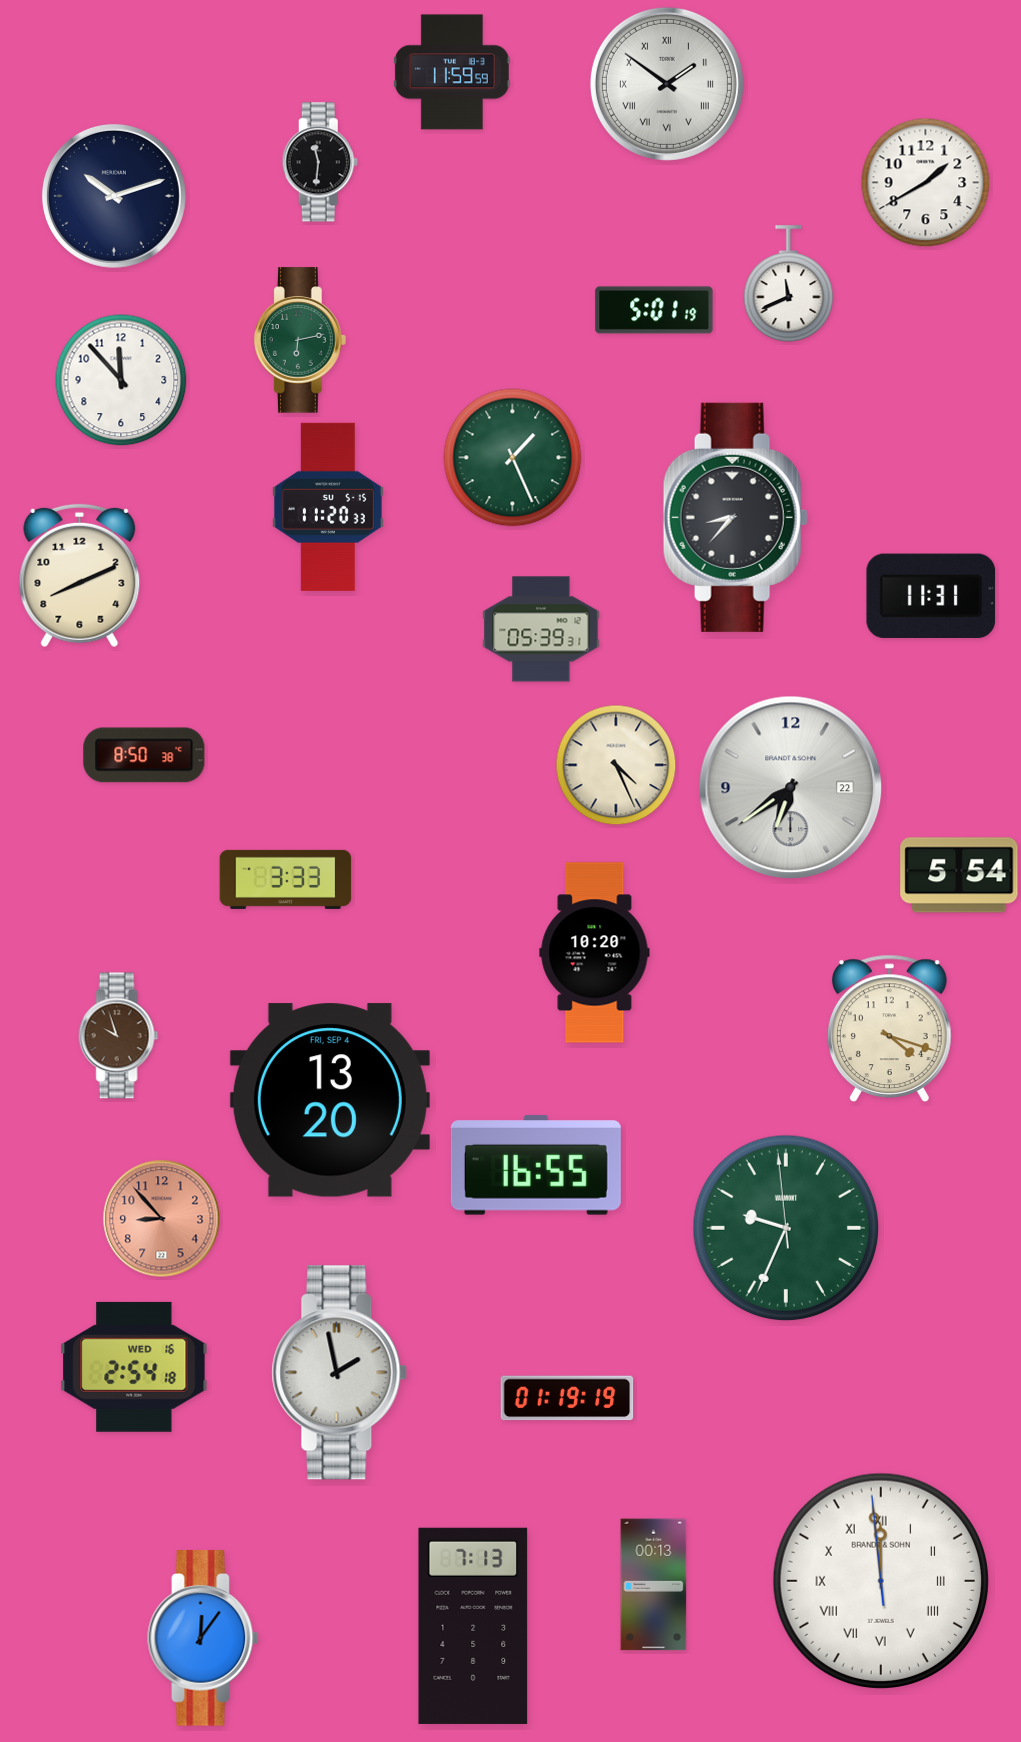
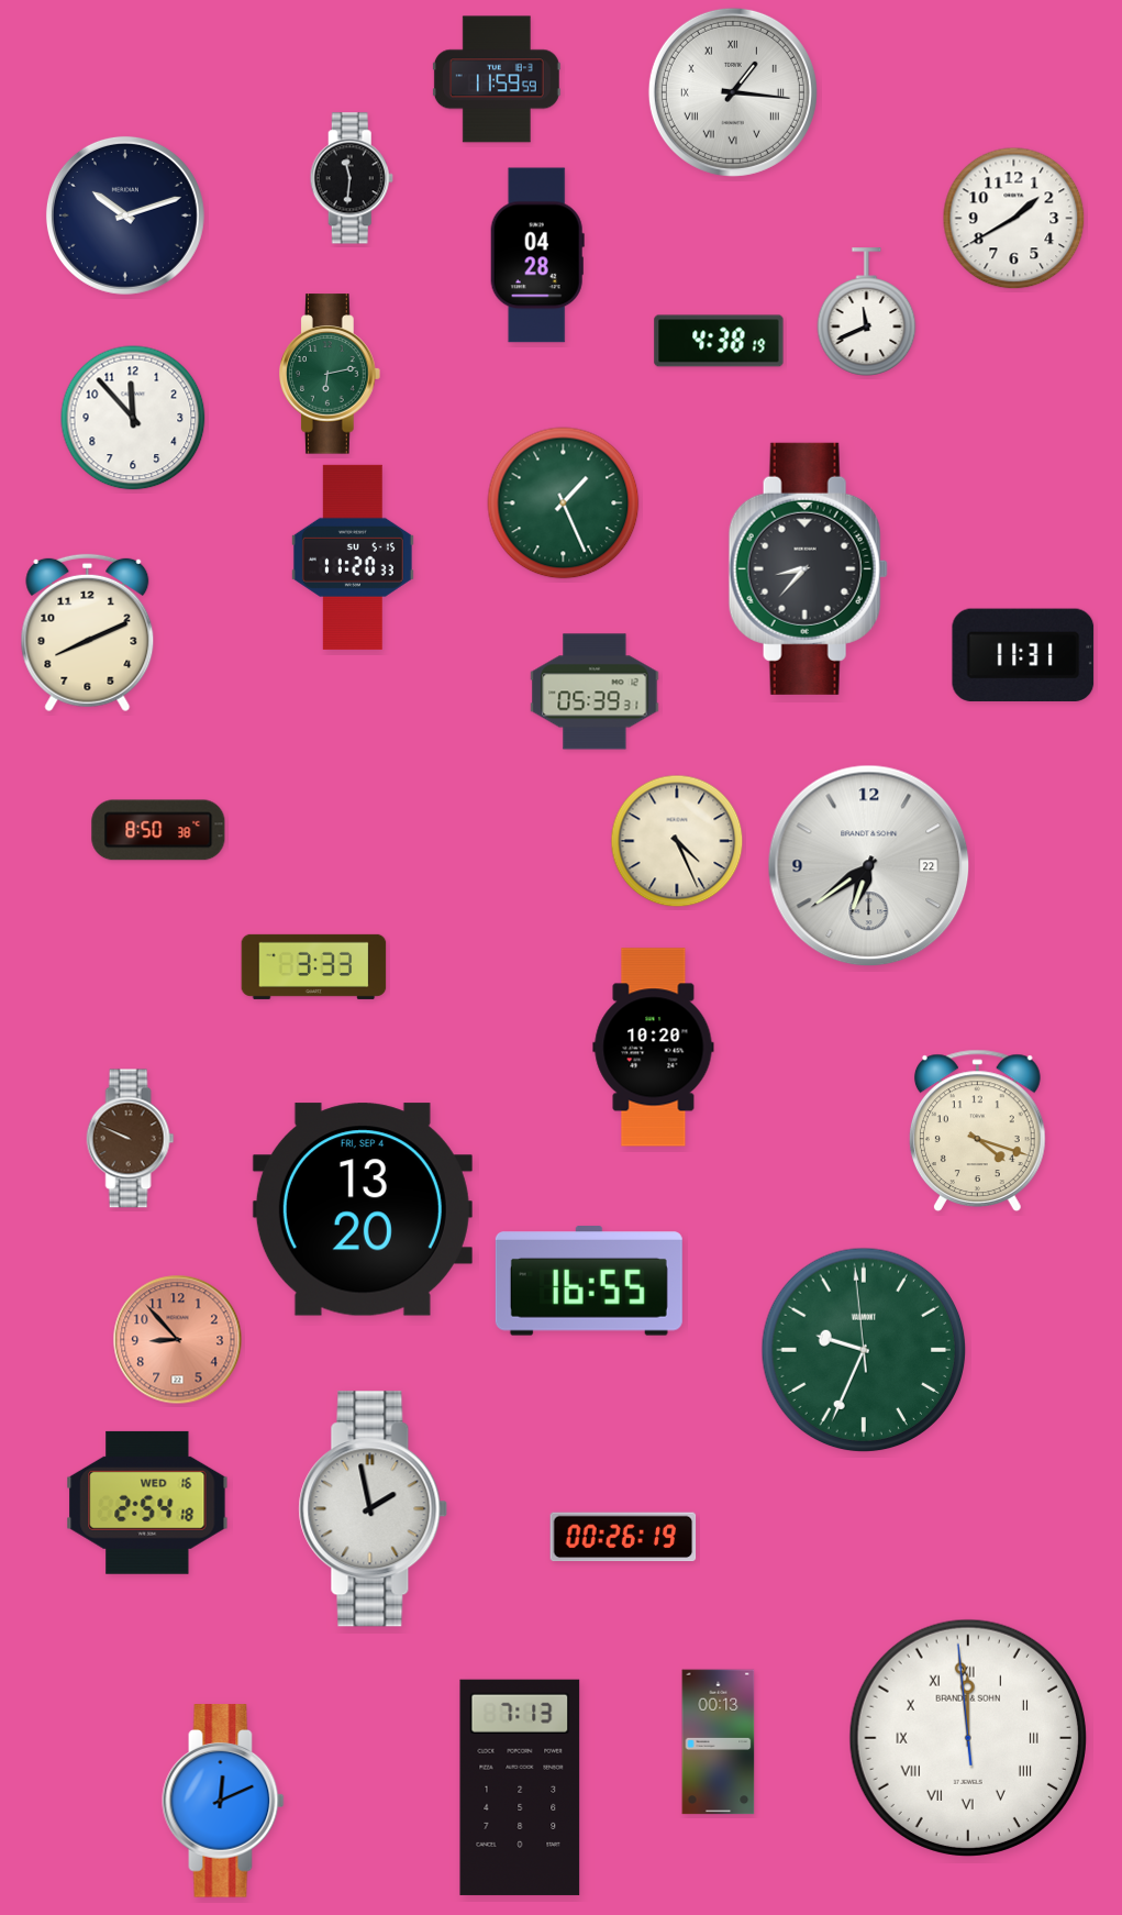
clock at (667, 84): 1:51 -> 1:16
clock at (926, 183) position: (926, 183) -> (1014, 219)
clock at (537, 255): none -> 04:28
clock at (654, 310): 5:01 -> 4:38
clock at (328, 507) position: (328, 507) -> (353, 557)
clock at (959, 875): 5:54 -> none
clock at (119, 1036): 9:57 -> 9:49
clock at (567, 1398): 01:19 -> 00:26
clock at (203, 1638): 12:06 -> 12:11
